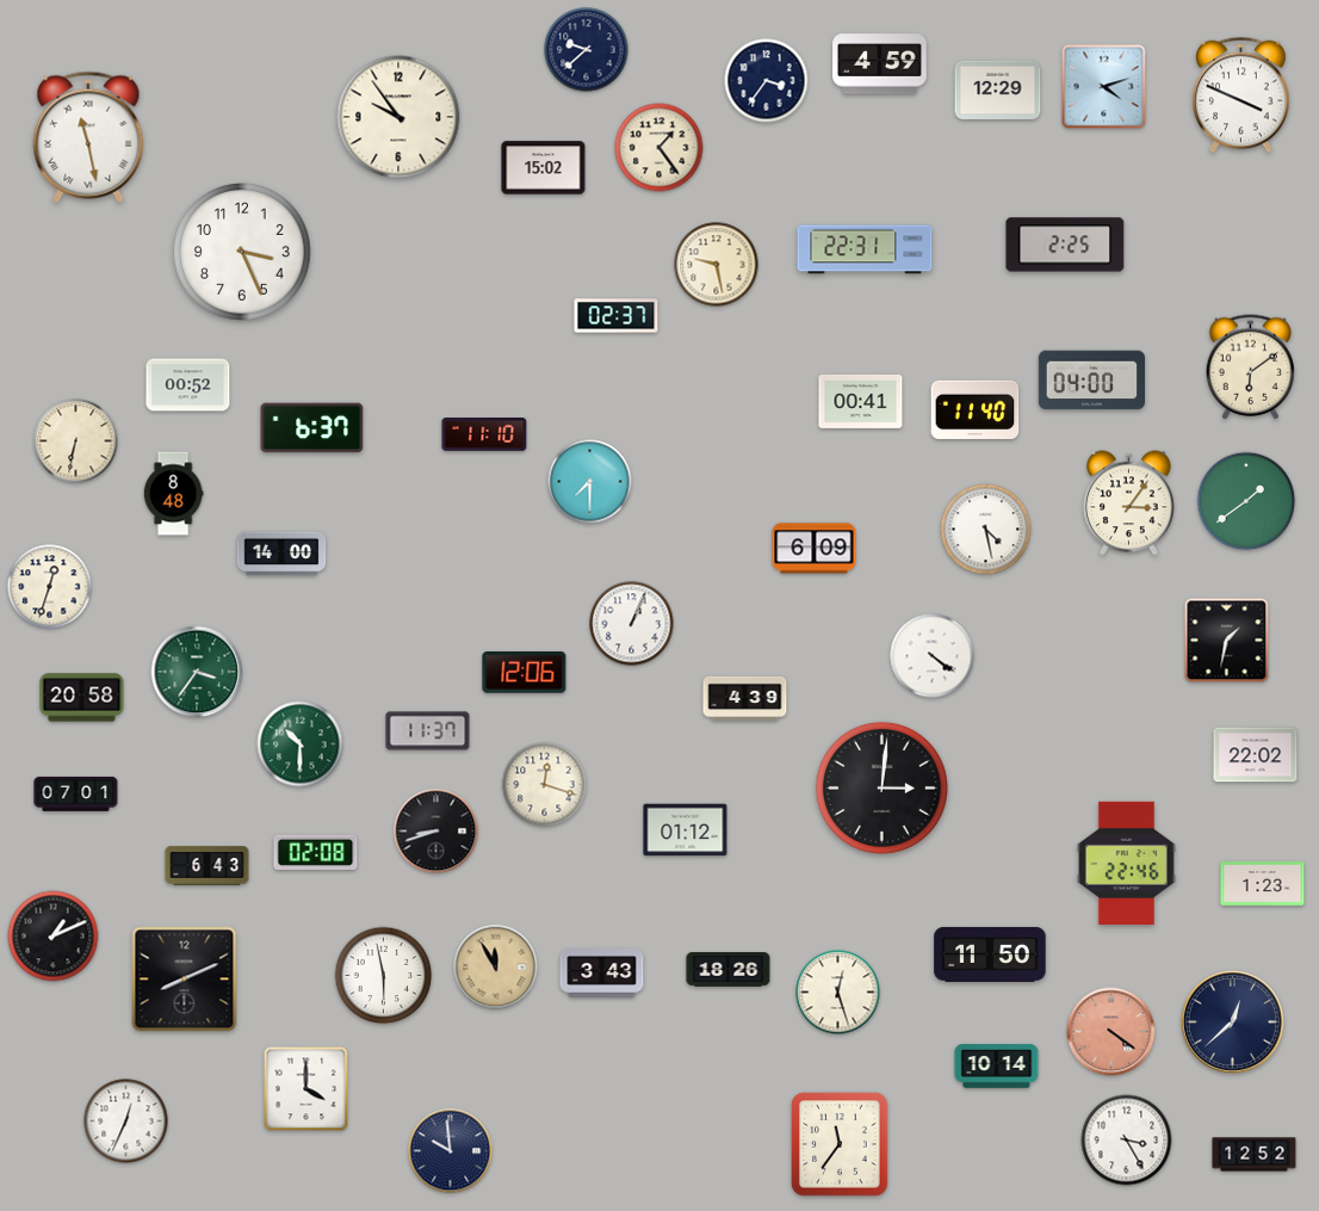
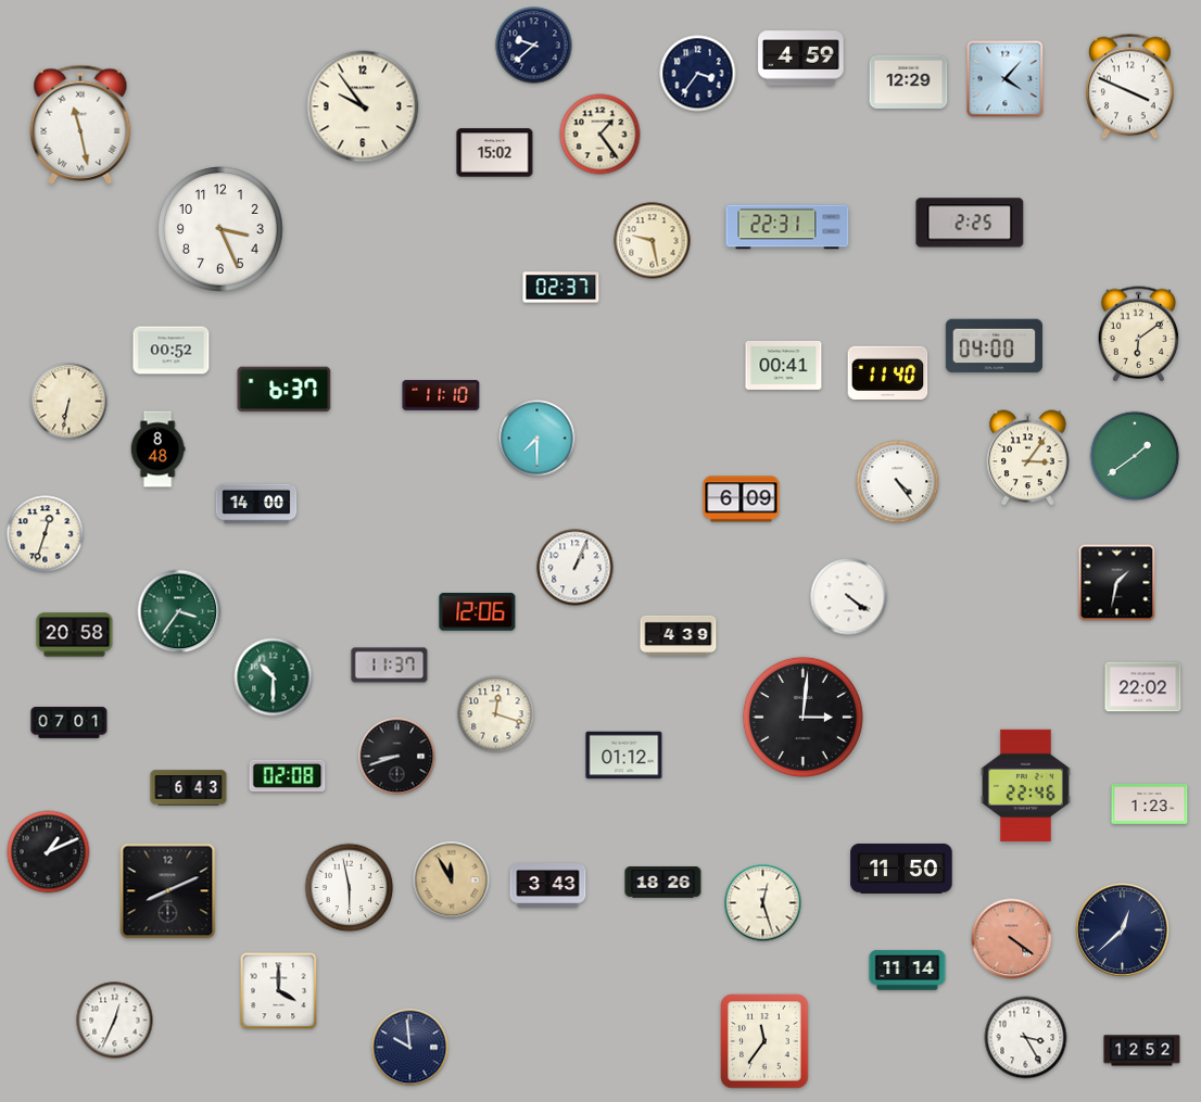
clock at (1104, 87): 4:12 -> 4:07
clock at (986, 530): 4:28 -> 4:24
clock at (997, 1067): 10:14 -> 11:14
